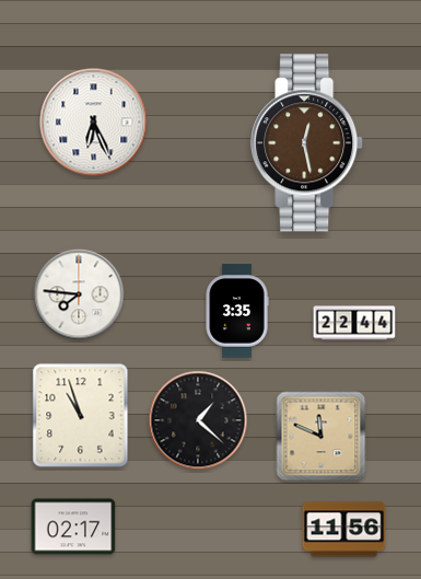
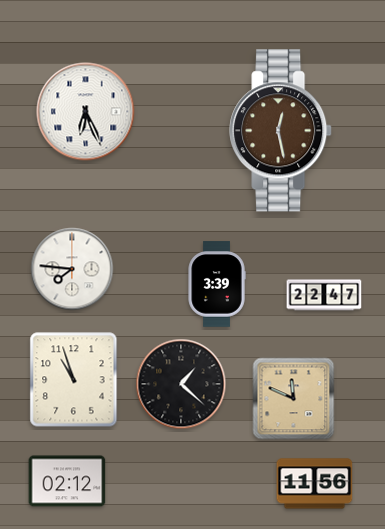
clock at (237, 311): 3:35 -> 3:39
clock at (354, 323): 22:44 -> 22:47
clock at (73, 526): 02:17 -> 02:12
